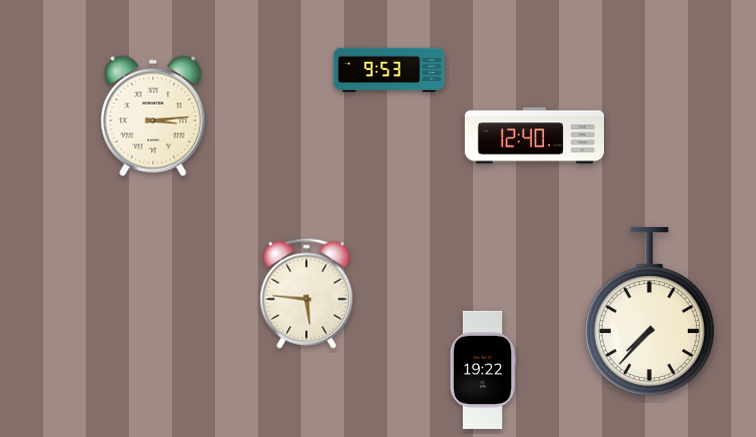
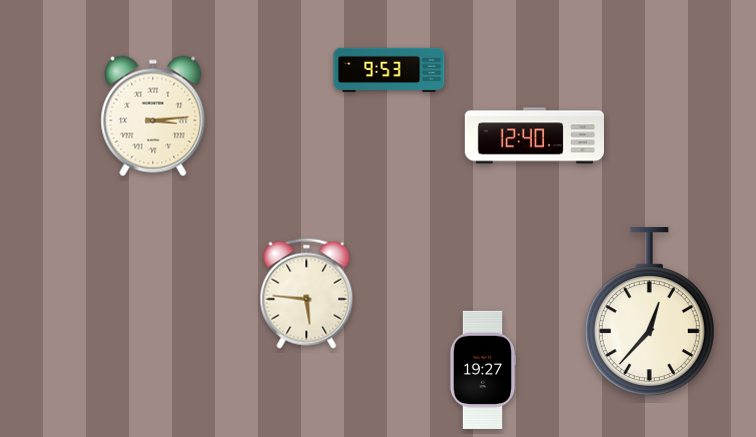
clock at (649, 312): 7:37 -> 12:37
clock at (483, 370): 19:22 -> 19:27
